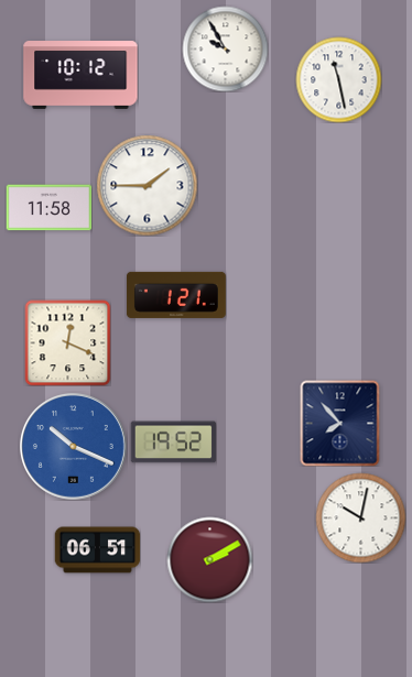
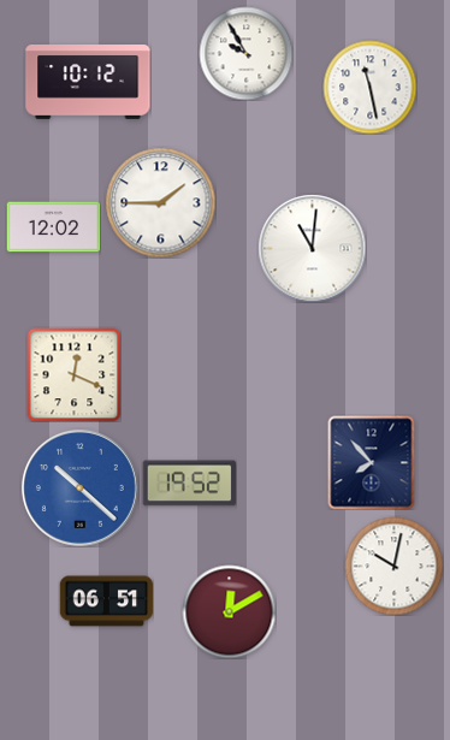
clock at (48, 208): 11:58 -> 12:02
clock at (312, 248): none -> 11:01
clock at (176, 295): 1:21 -> none
clock at (73, 446): 10:19 -> 10:22
clock at (209, 559): 2:10 -> 12:10
